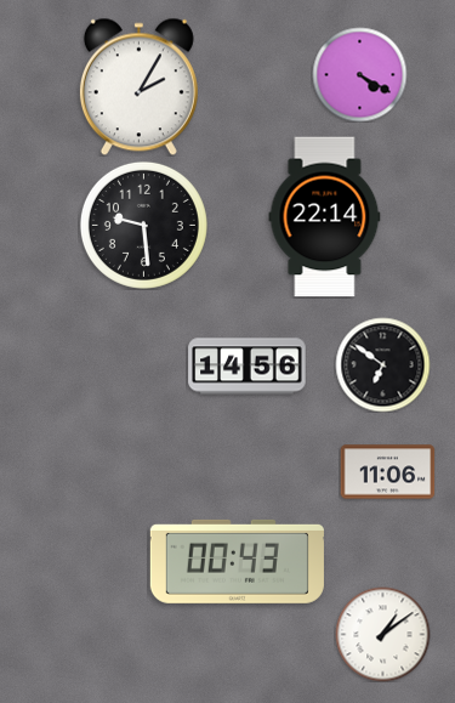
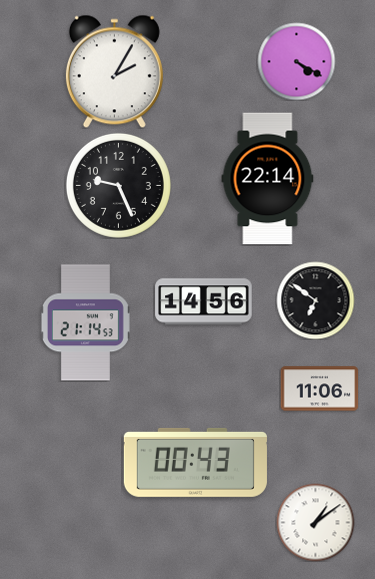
clock at (143, 225): 9:29 -> 9:26
clock at (85, 323): none -> 21:14
